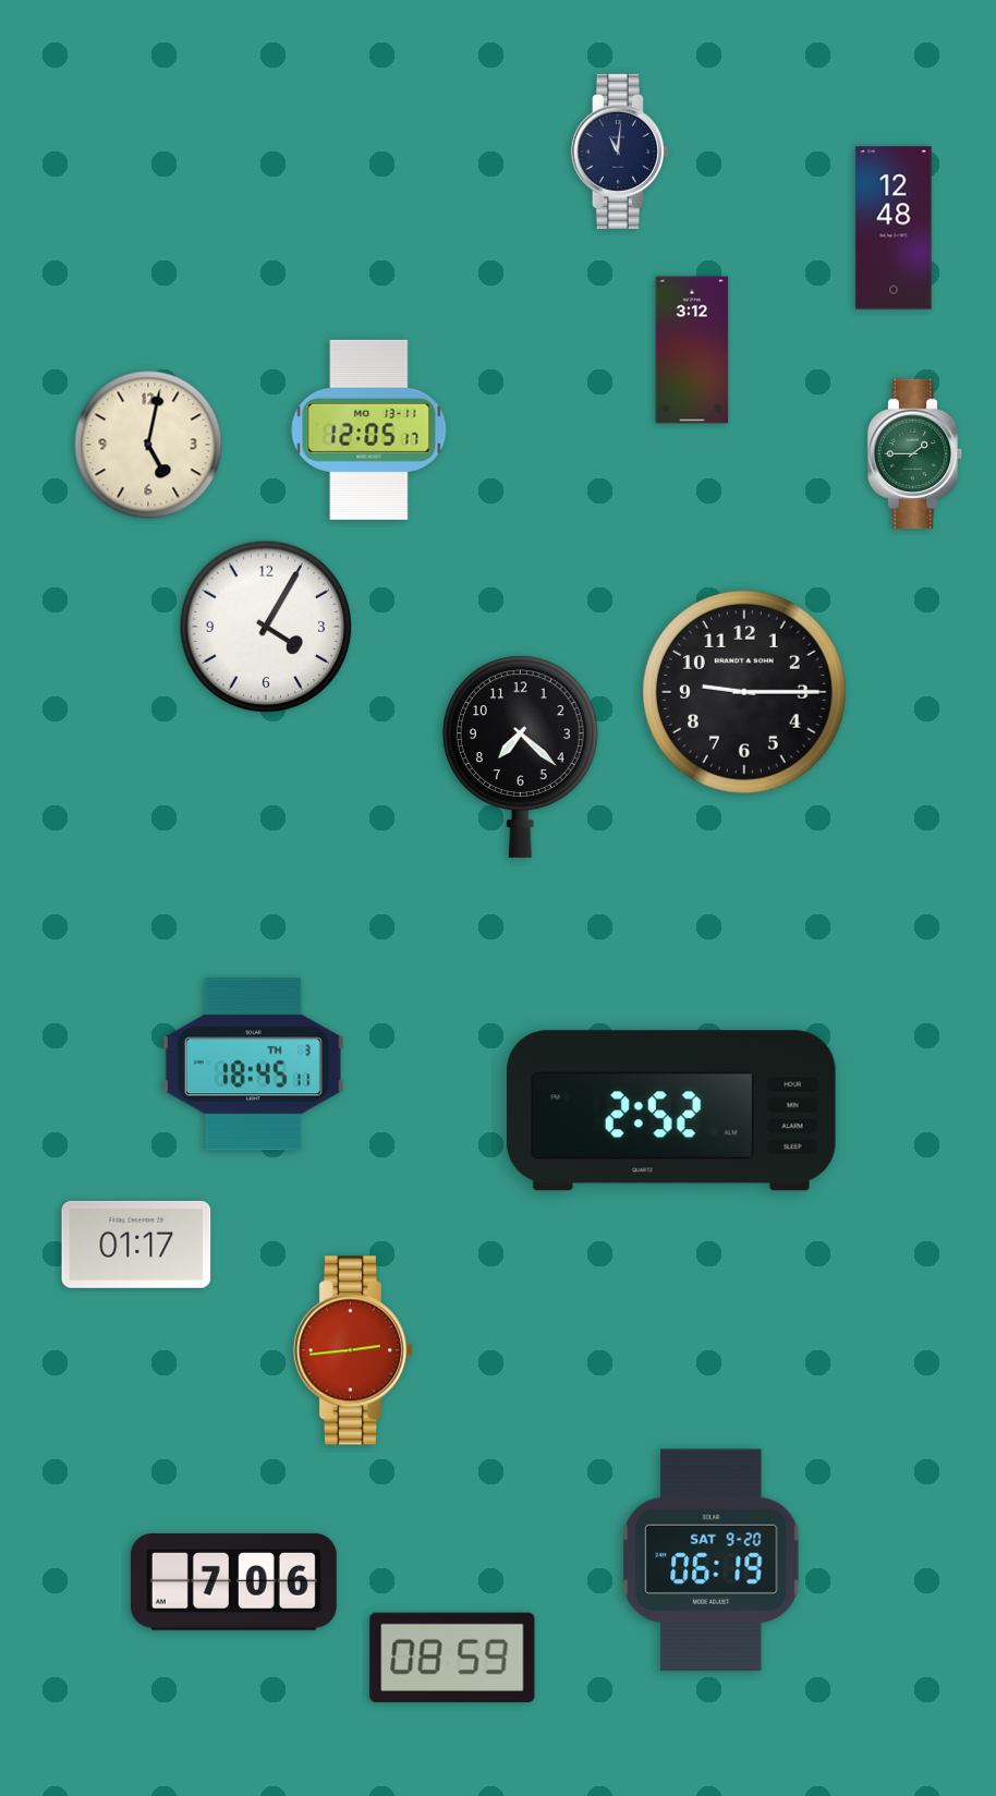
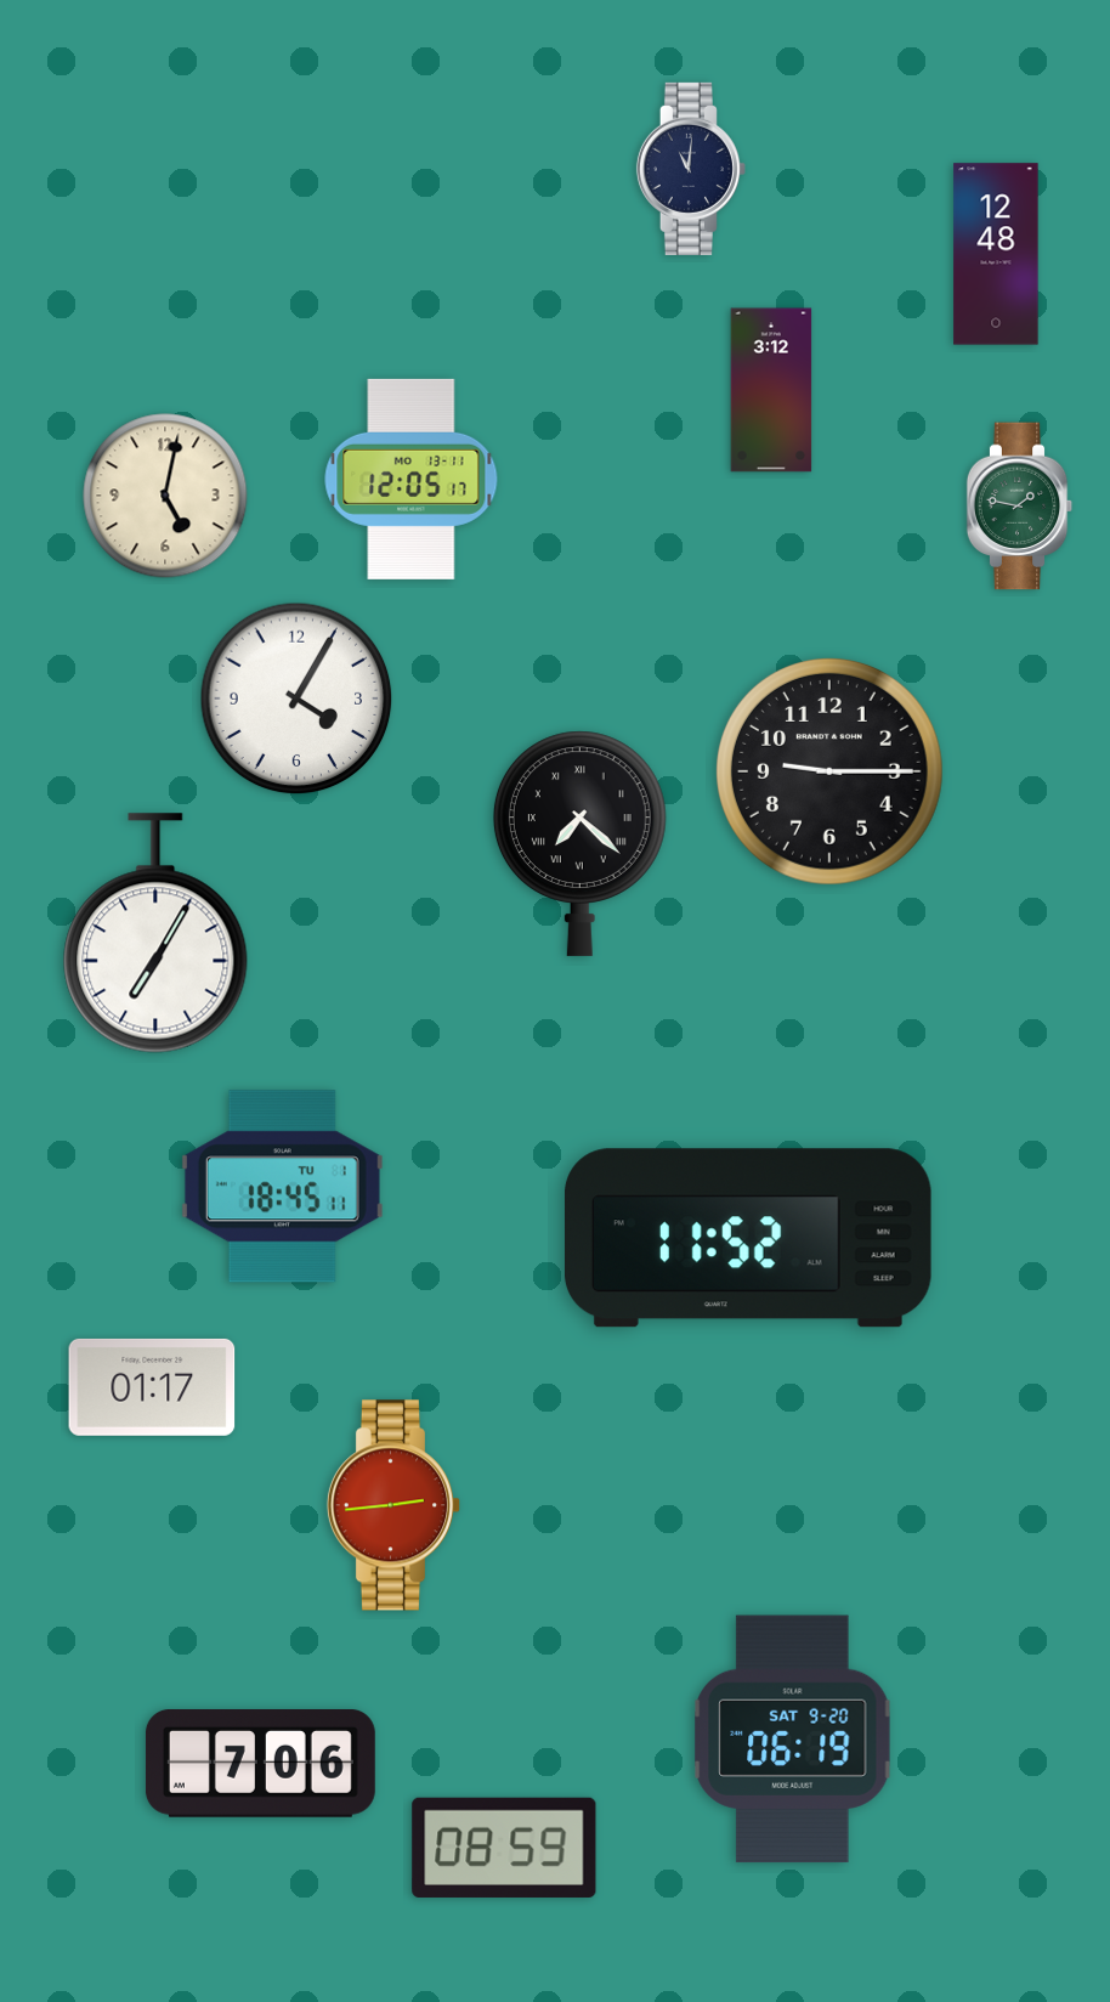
clock at (915, 454): 1:45 -> 1:47
clock at (520, 756) numerals: Arabic -> Roman
clock at (155, 933): none -> 7:05
clock at (253, 1065) date: TH 3 -> TU 1
clock at (671, 1111): 2:52 -> 11:52
